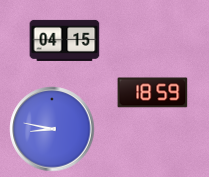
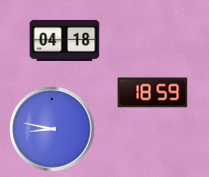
clock at (65, 40): 04:15 -> 04:18
